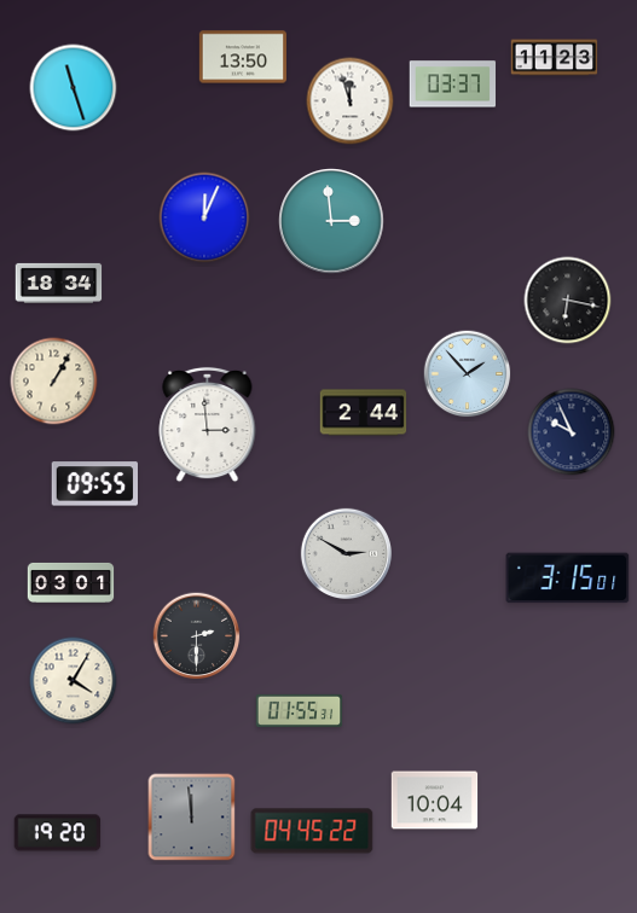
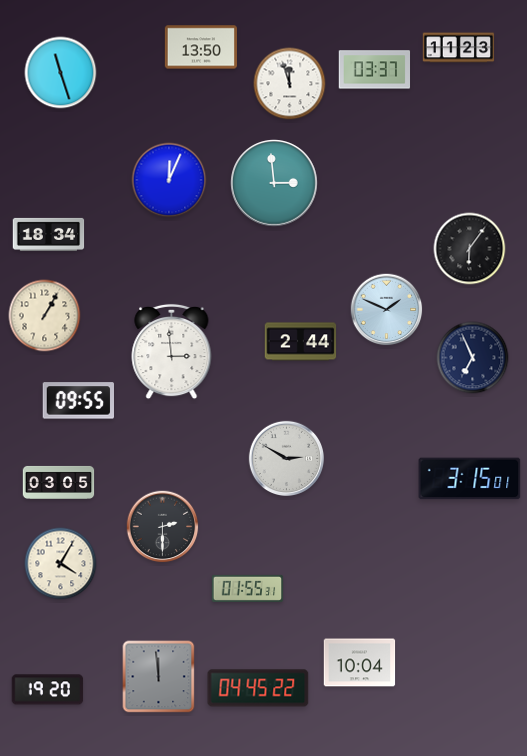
clock at (568, 301): 6:17 -> 6:06
clock at (468, 374): 1:53 -> 1:49
clock at (572, 432): 9:56 -> 6:56
clock at (71, 582): 03:01 -> 03:05
